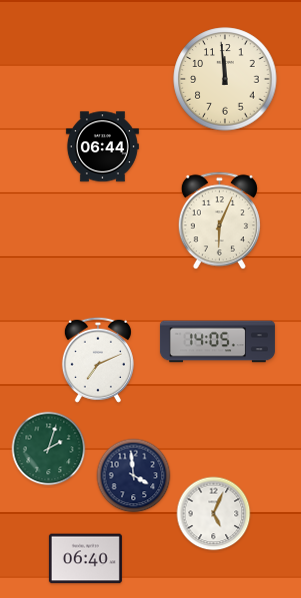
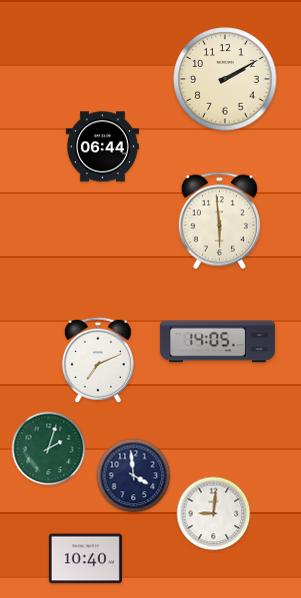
clock at (225, 79): 11:59 -> 2:10
clock at (219, 221): 6:04 -> 5:59
clock at (214, 514): 5:04 -> 9:01
clock at (85, 559): 06:40 -> 10:40
